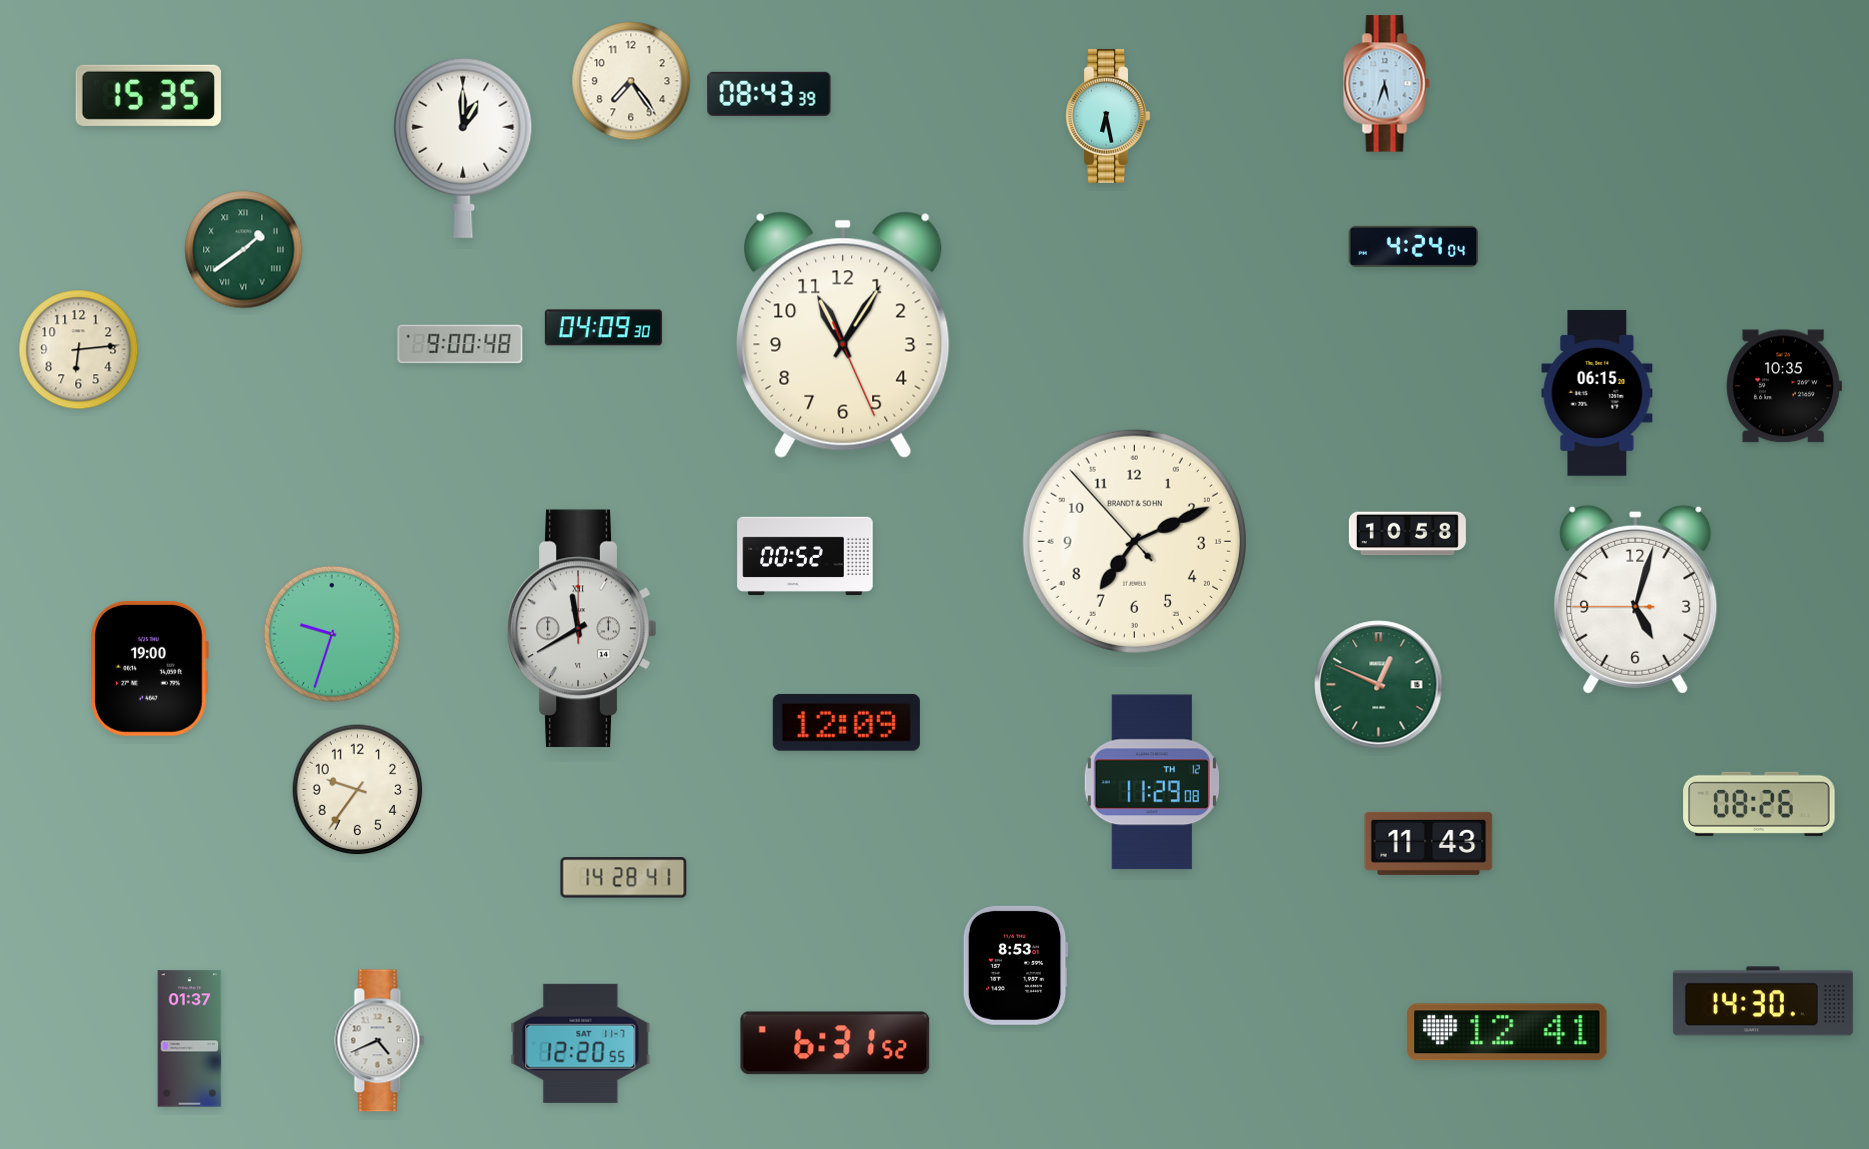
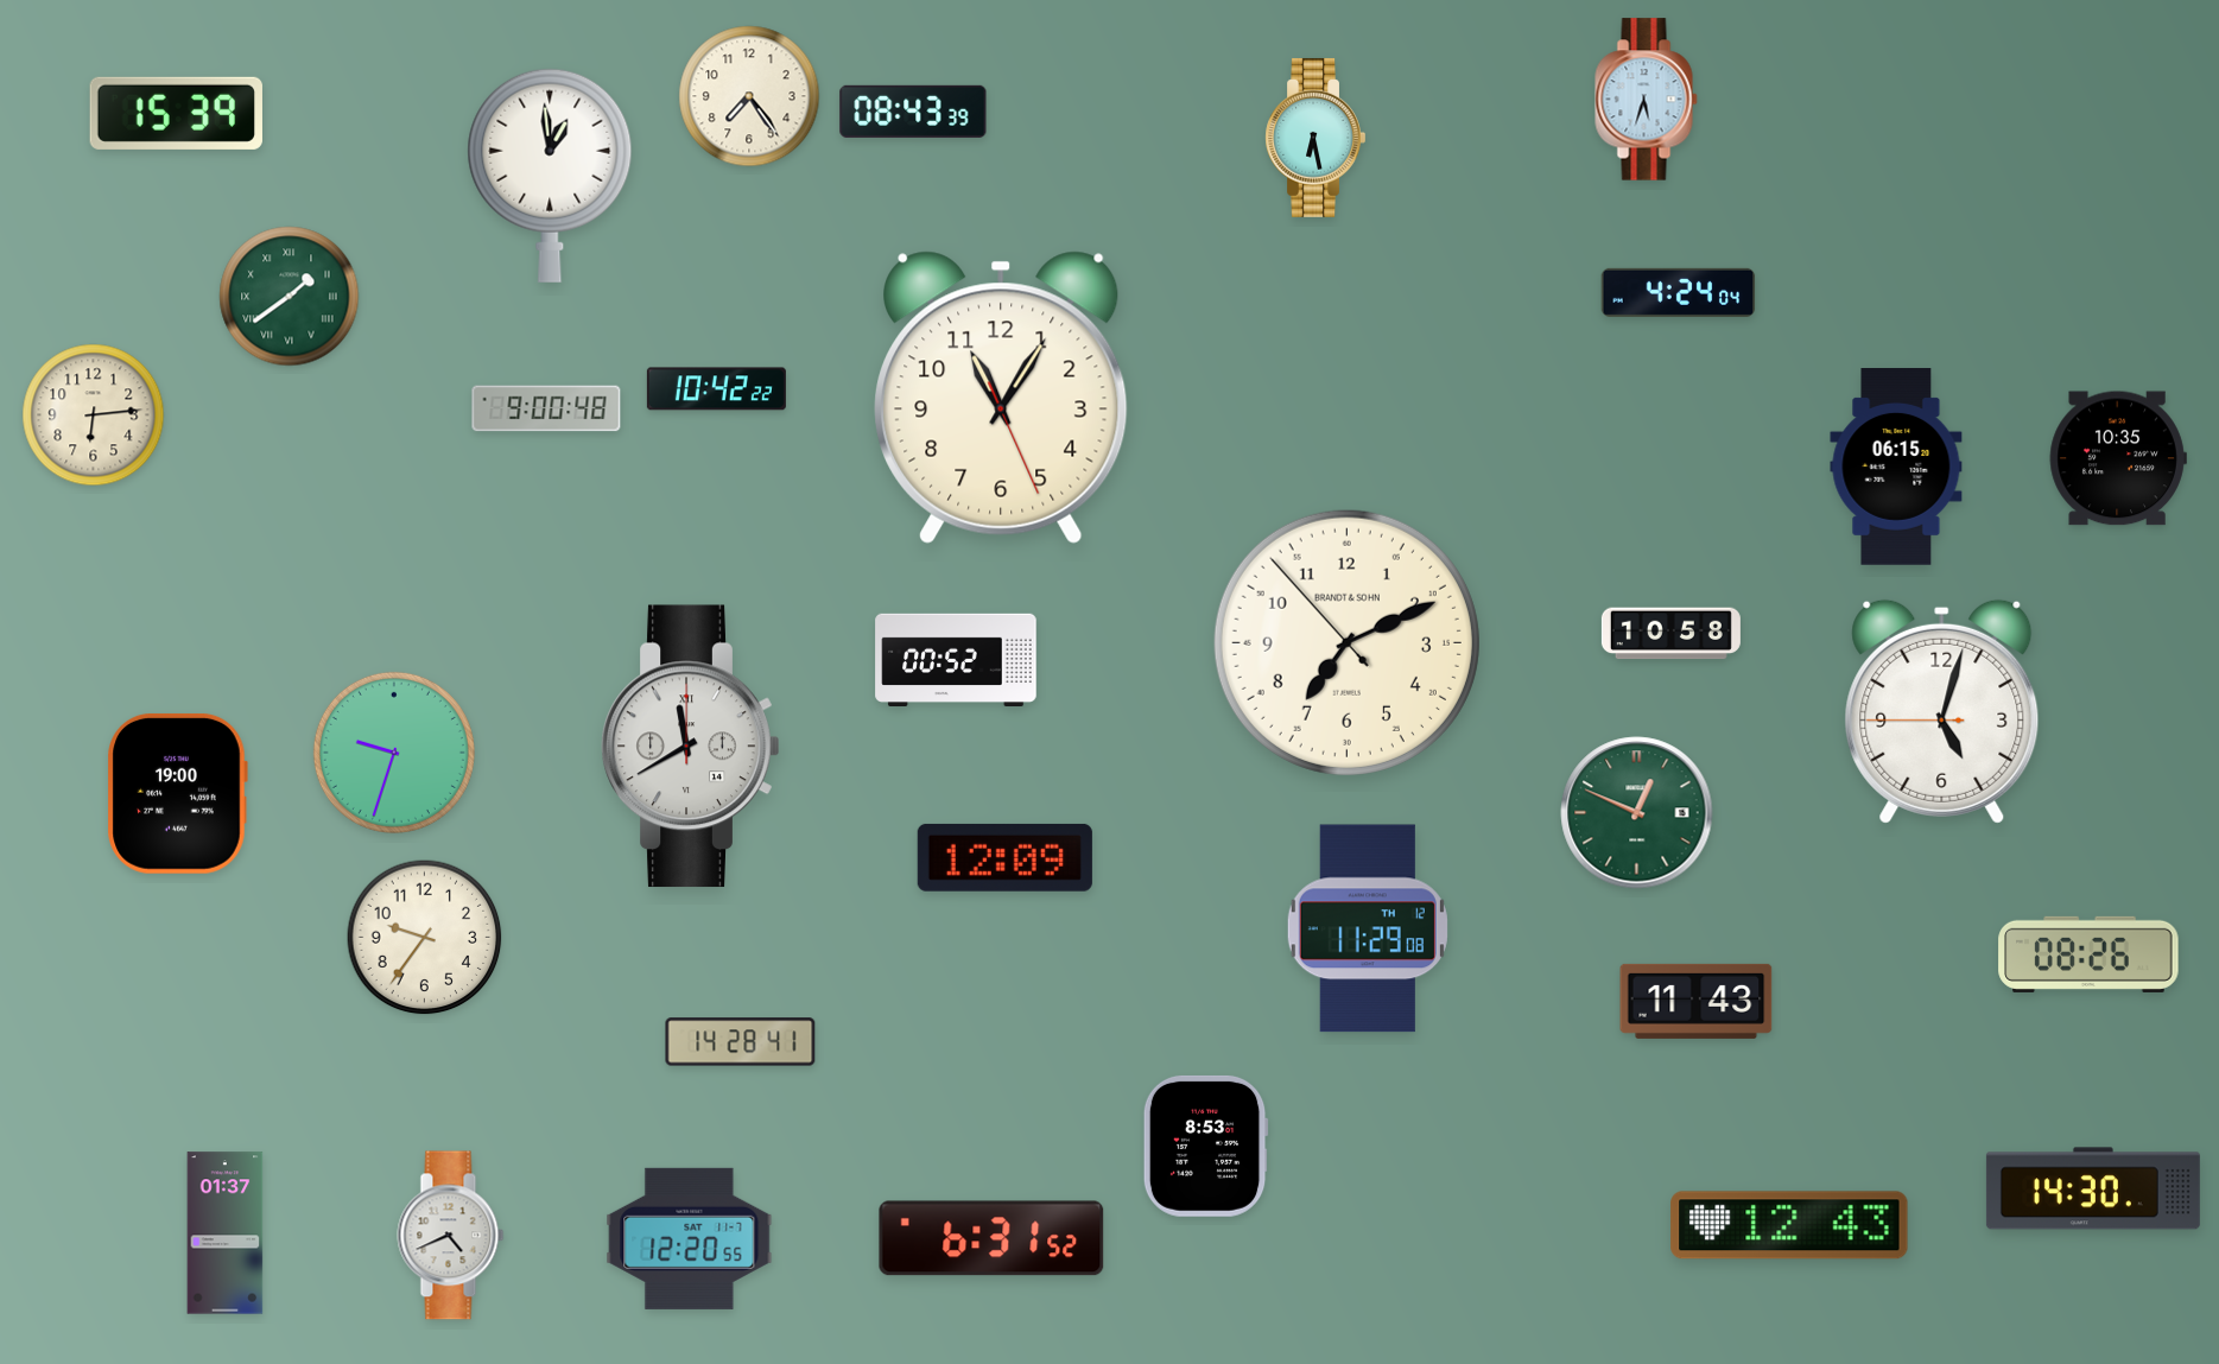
clock at (148, 95): 15:35 -> 15:39
clock at (463, 148): 1:00 -> 12:59
clock at (603, 328): 04:09 -> 10:42
clock at (1507, 1032): 12:41 -> 12:43
